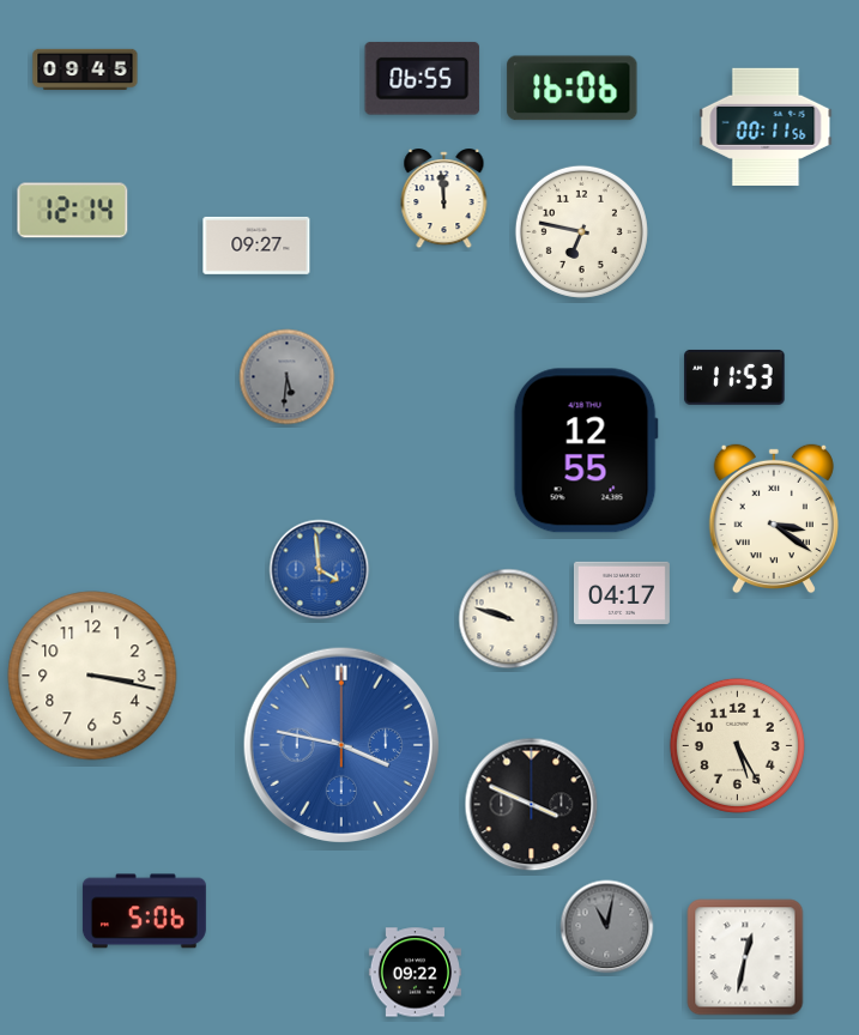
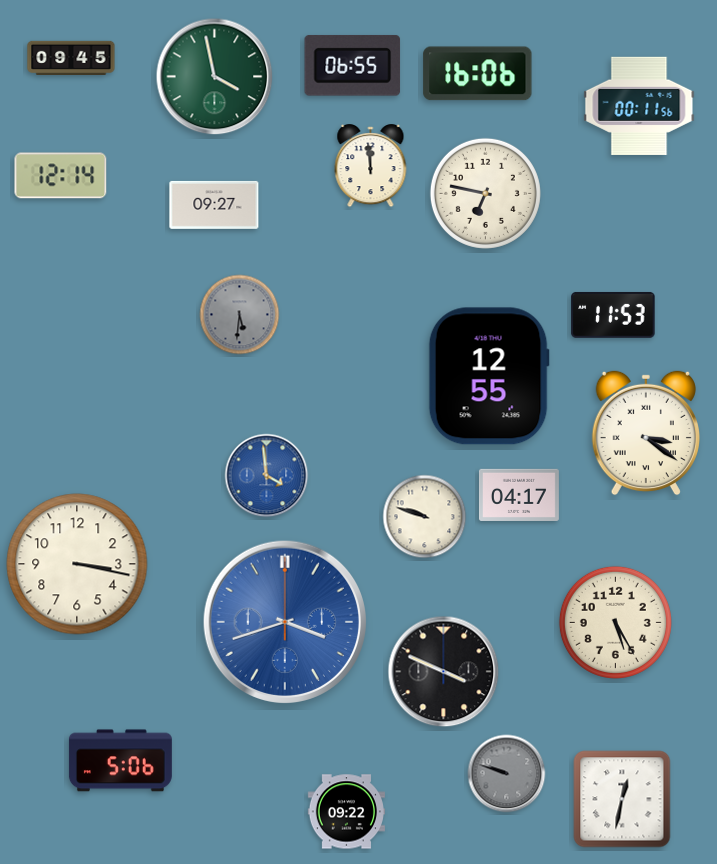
clock at (215, 77): none -> 3:58
clock at (340, 744): 3:47 -> 3:42
clock at (607, 927): 11:02 -> 9:48
